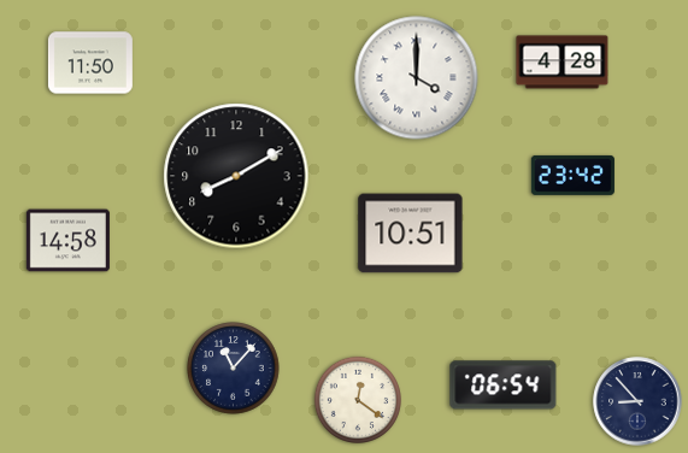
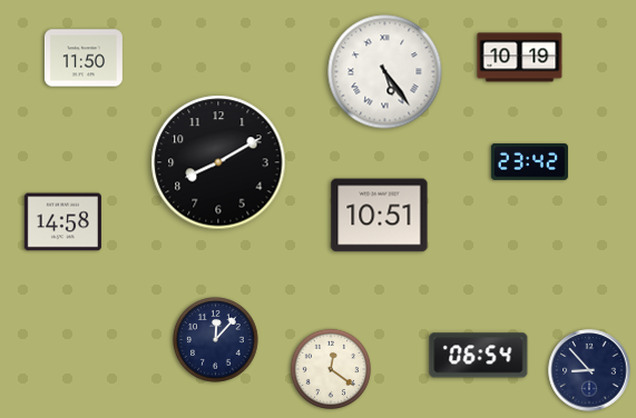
clock at (563, 63): 4:28 -> 10:19
clock at (417, 78): 4:00 -> 5:24
clock at (234, 369): 11:07 -> 12:07
clock at (504, 386) position: (504, 386) -> (479, 356)
